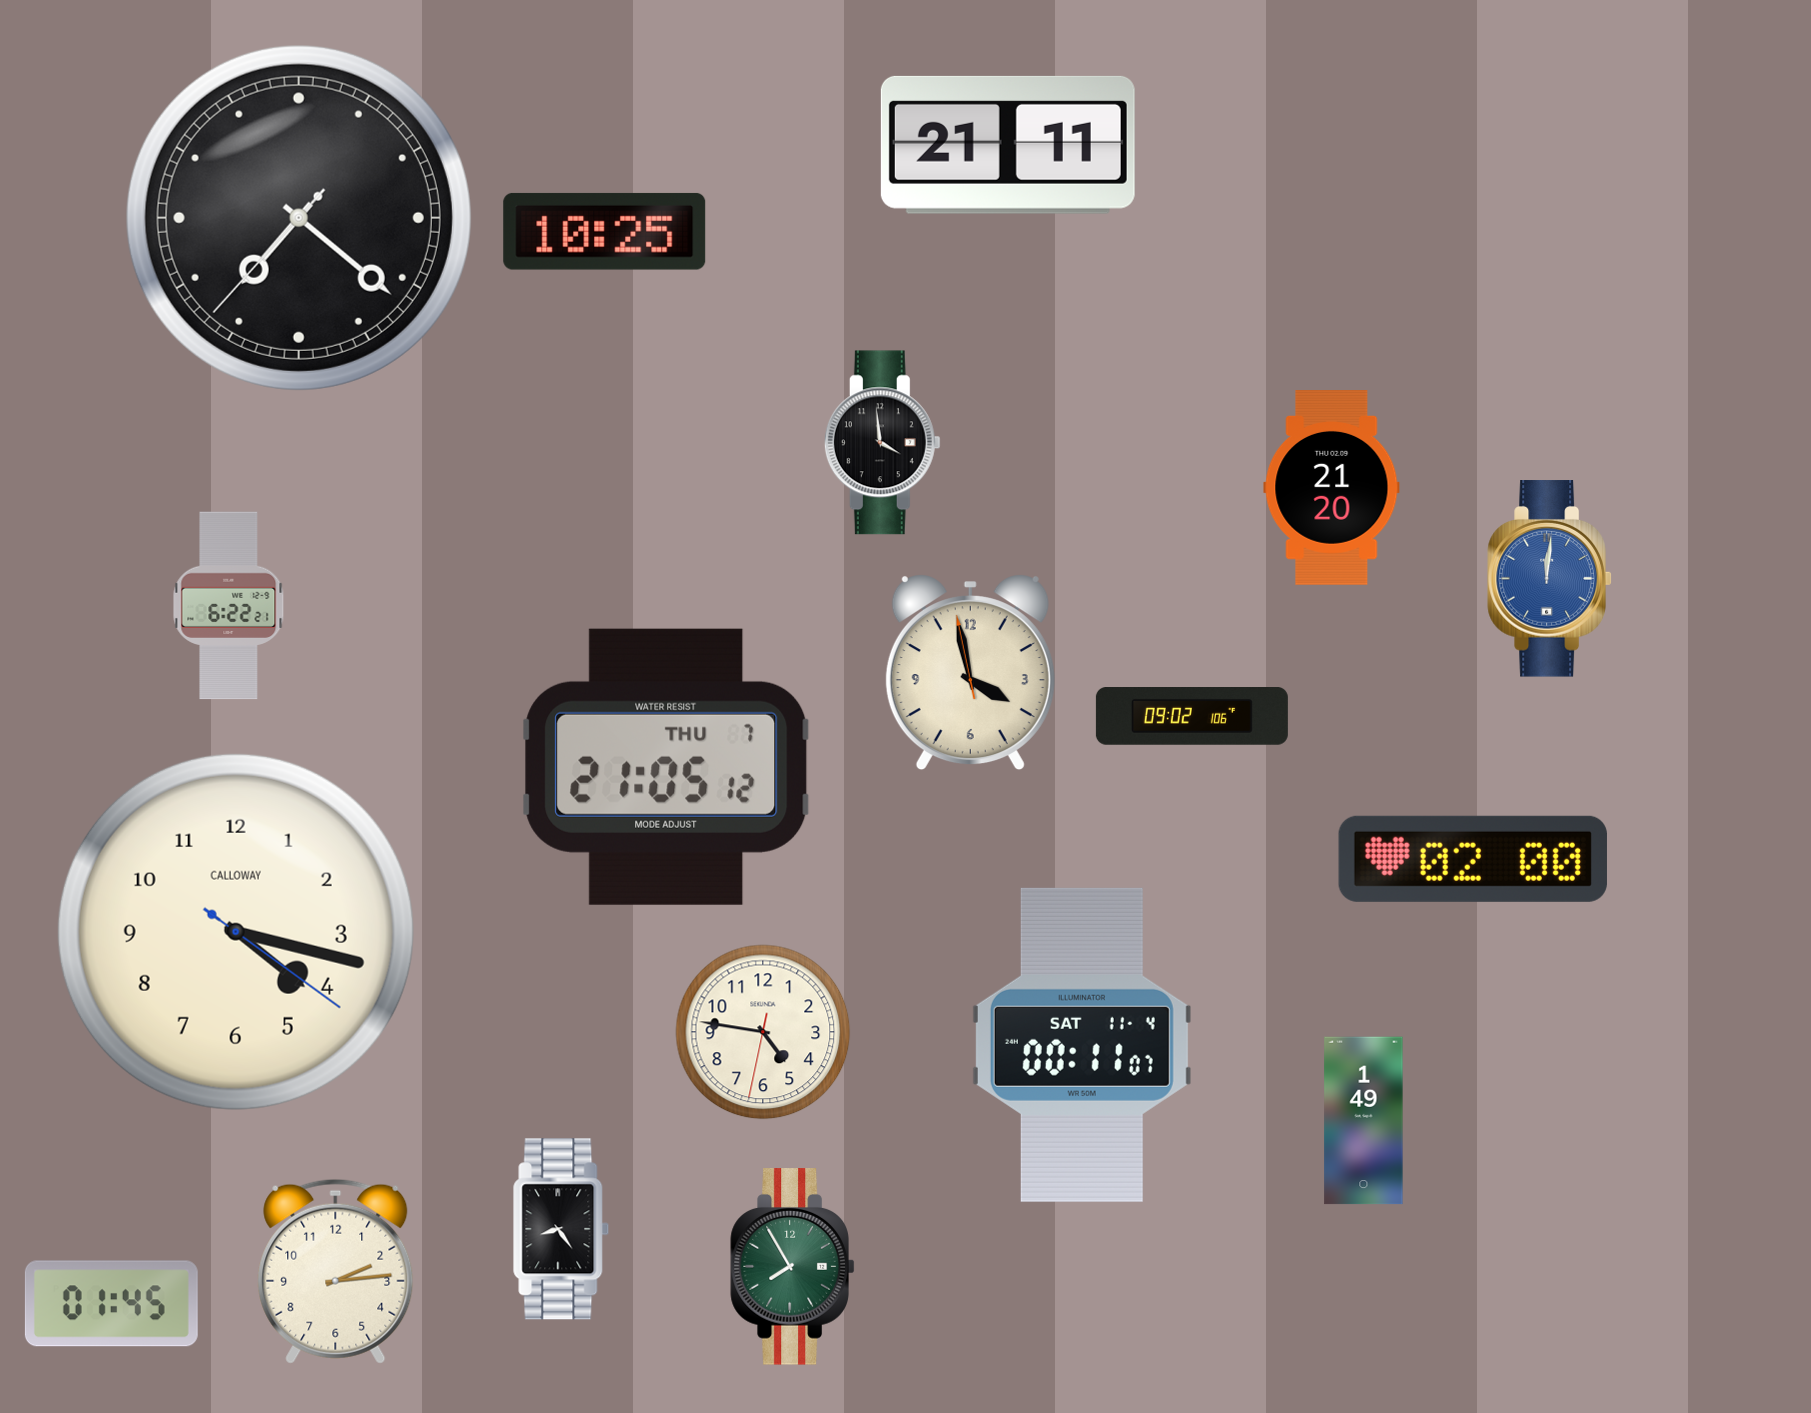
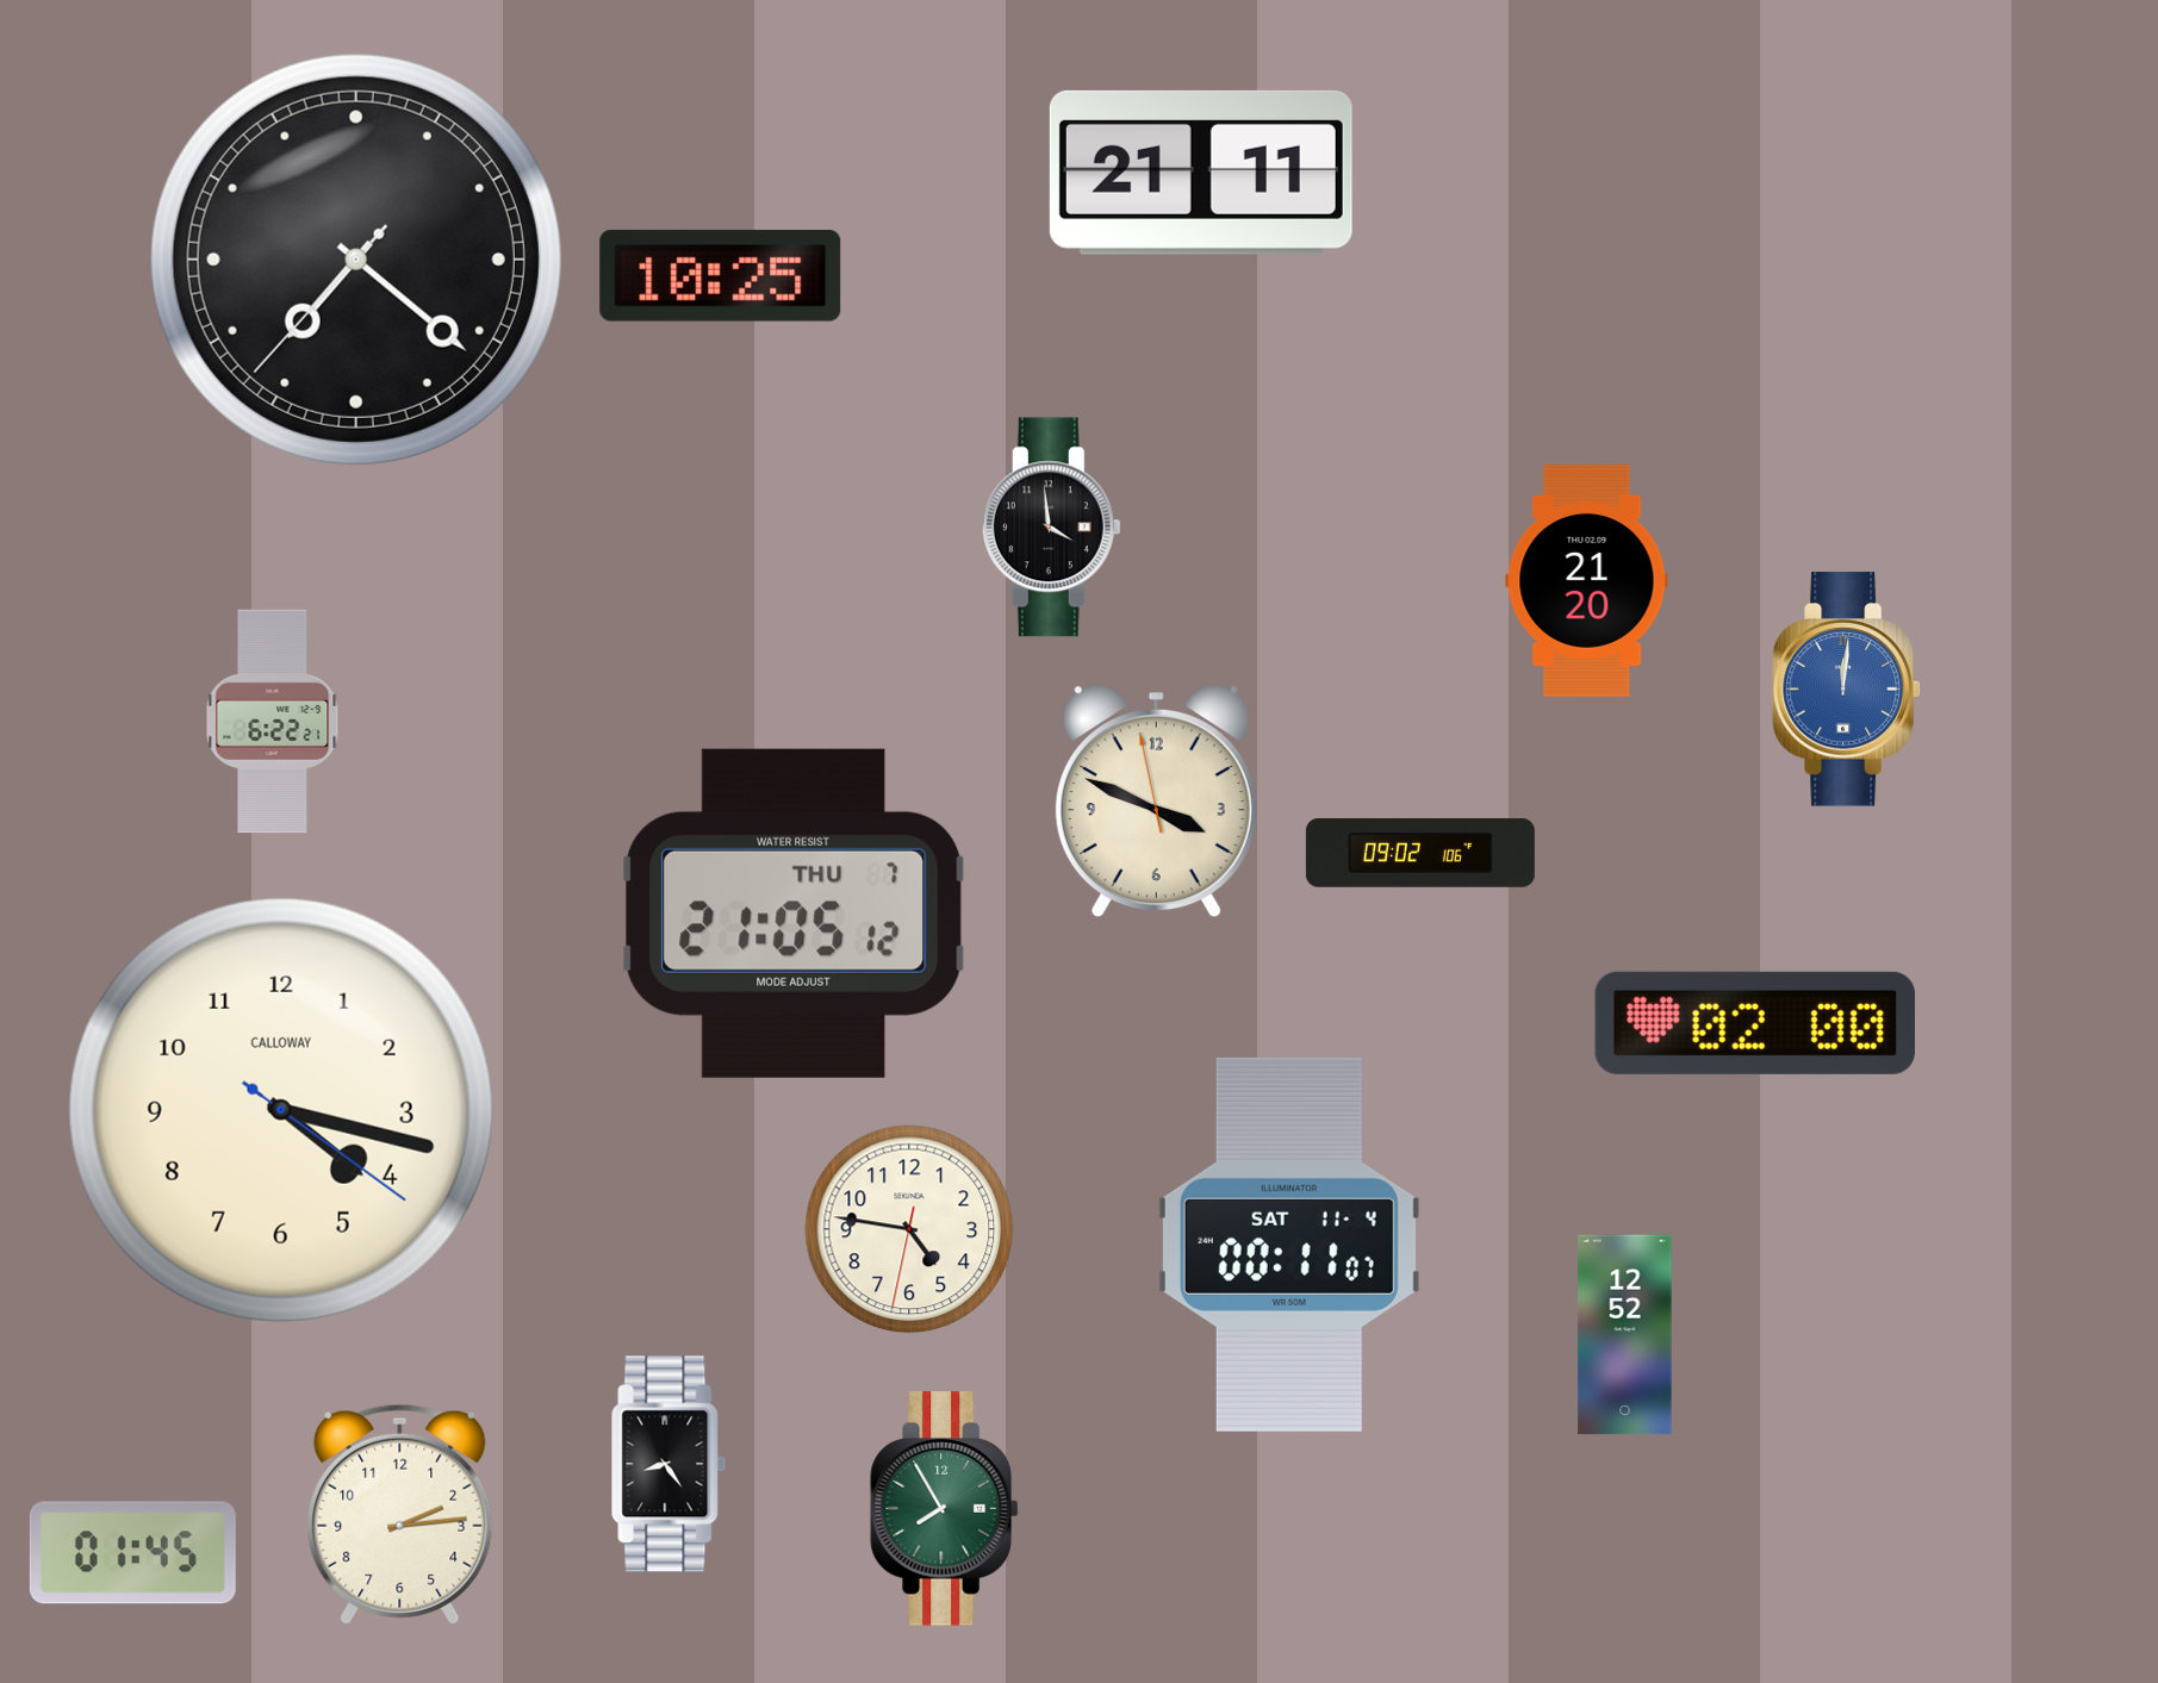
clock at (970, 673): 3:57 -> 3:48
clock at (1364, 1121): 1:49 -> 12:52
